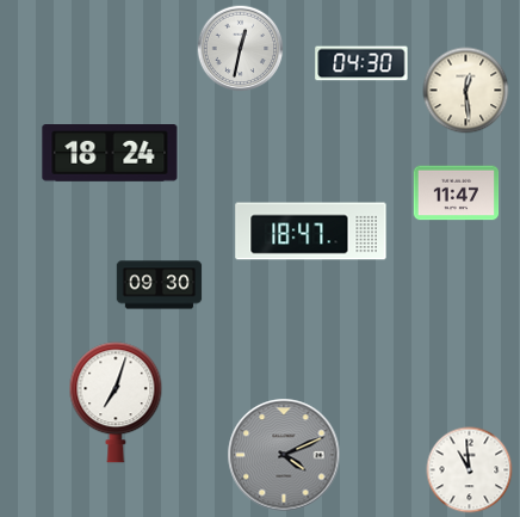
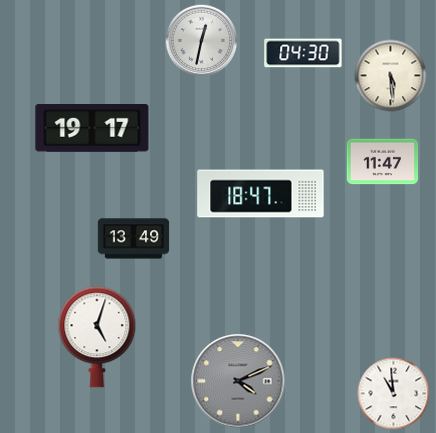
clock at (466, 91): 12:29 -> 5:29
clock at (110, 154): 18:24 -> 19:17
clock at (160, 285): 09:30 -> 13:49
clock at (116, 402): 7:03 -> 5:03
